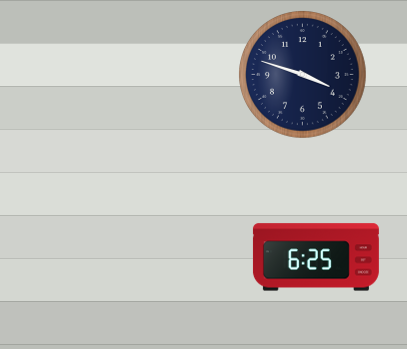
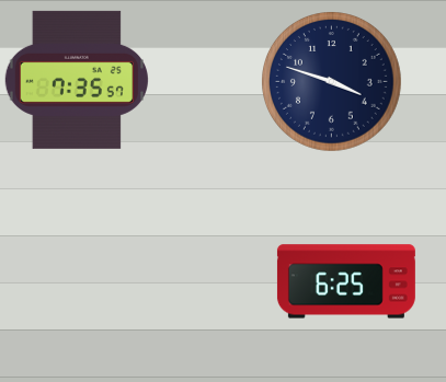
clock at (76, 80): none -> 7:35
